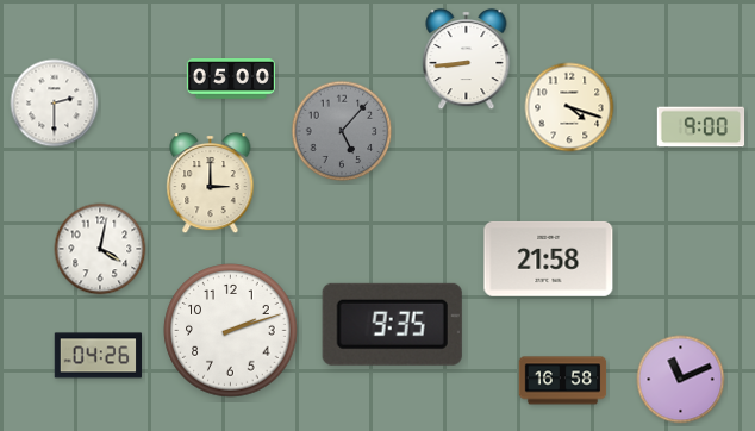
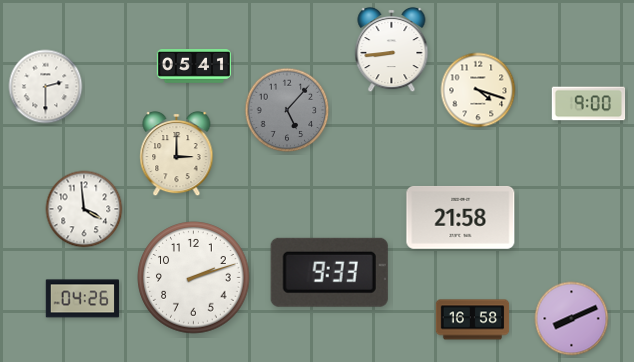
clock at (230, 80): 05:00 -> 05:41
clock at (701, 127) position: (701, 127) -> (589, 104)
clock at (100, 249): 4:02 -> 3:59
clock at (392, 324): 9:35 -> 9:33
clock at (681, 380): 11:11 -> 8:11
